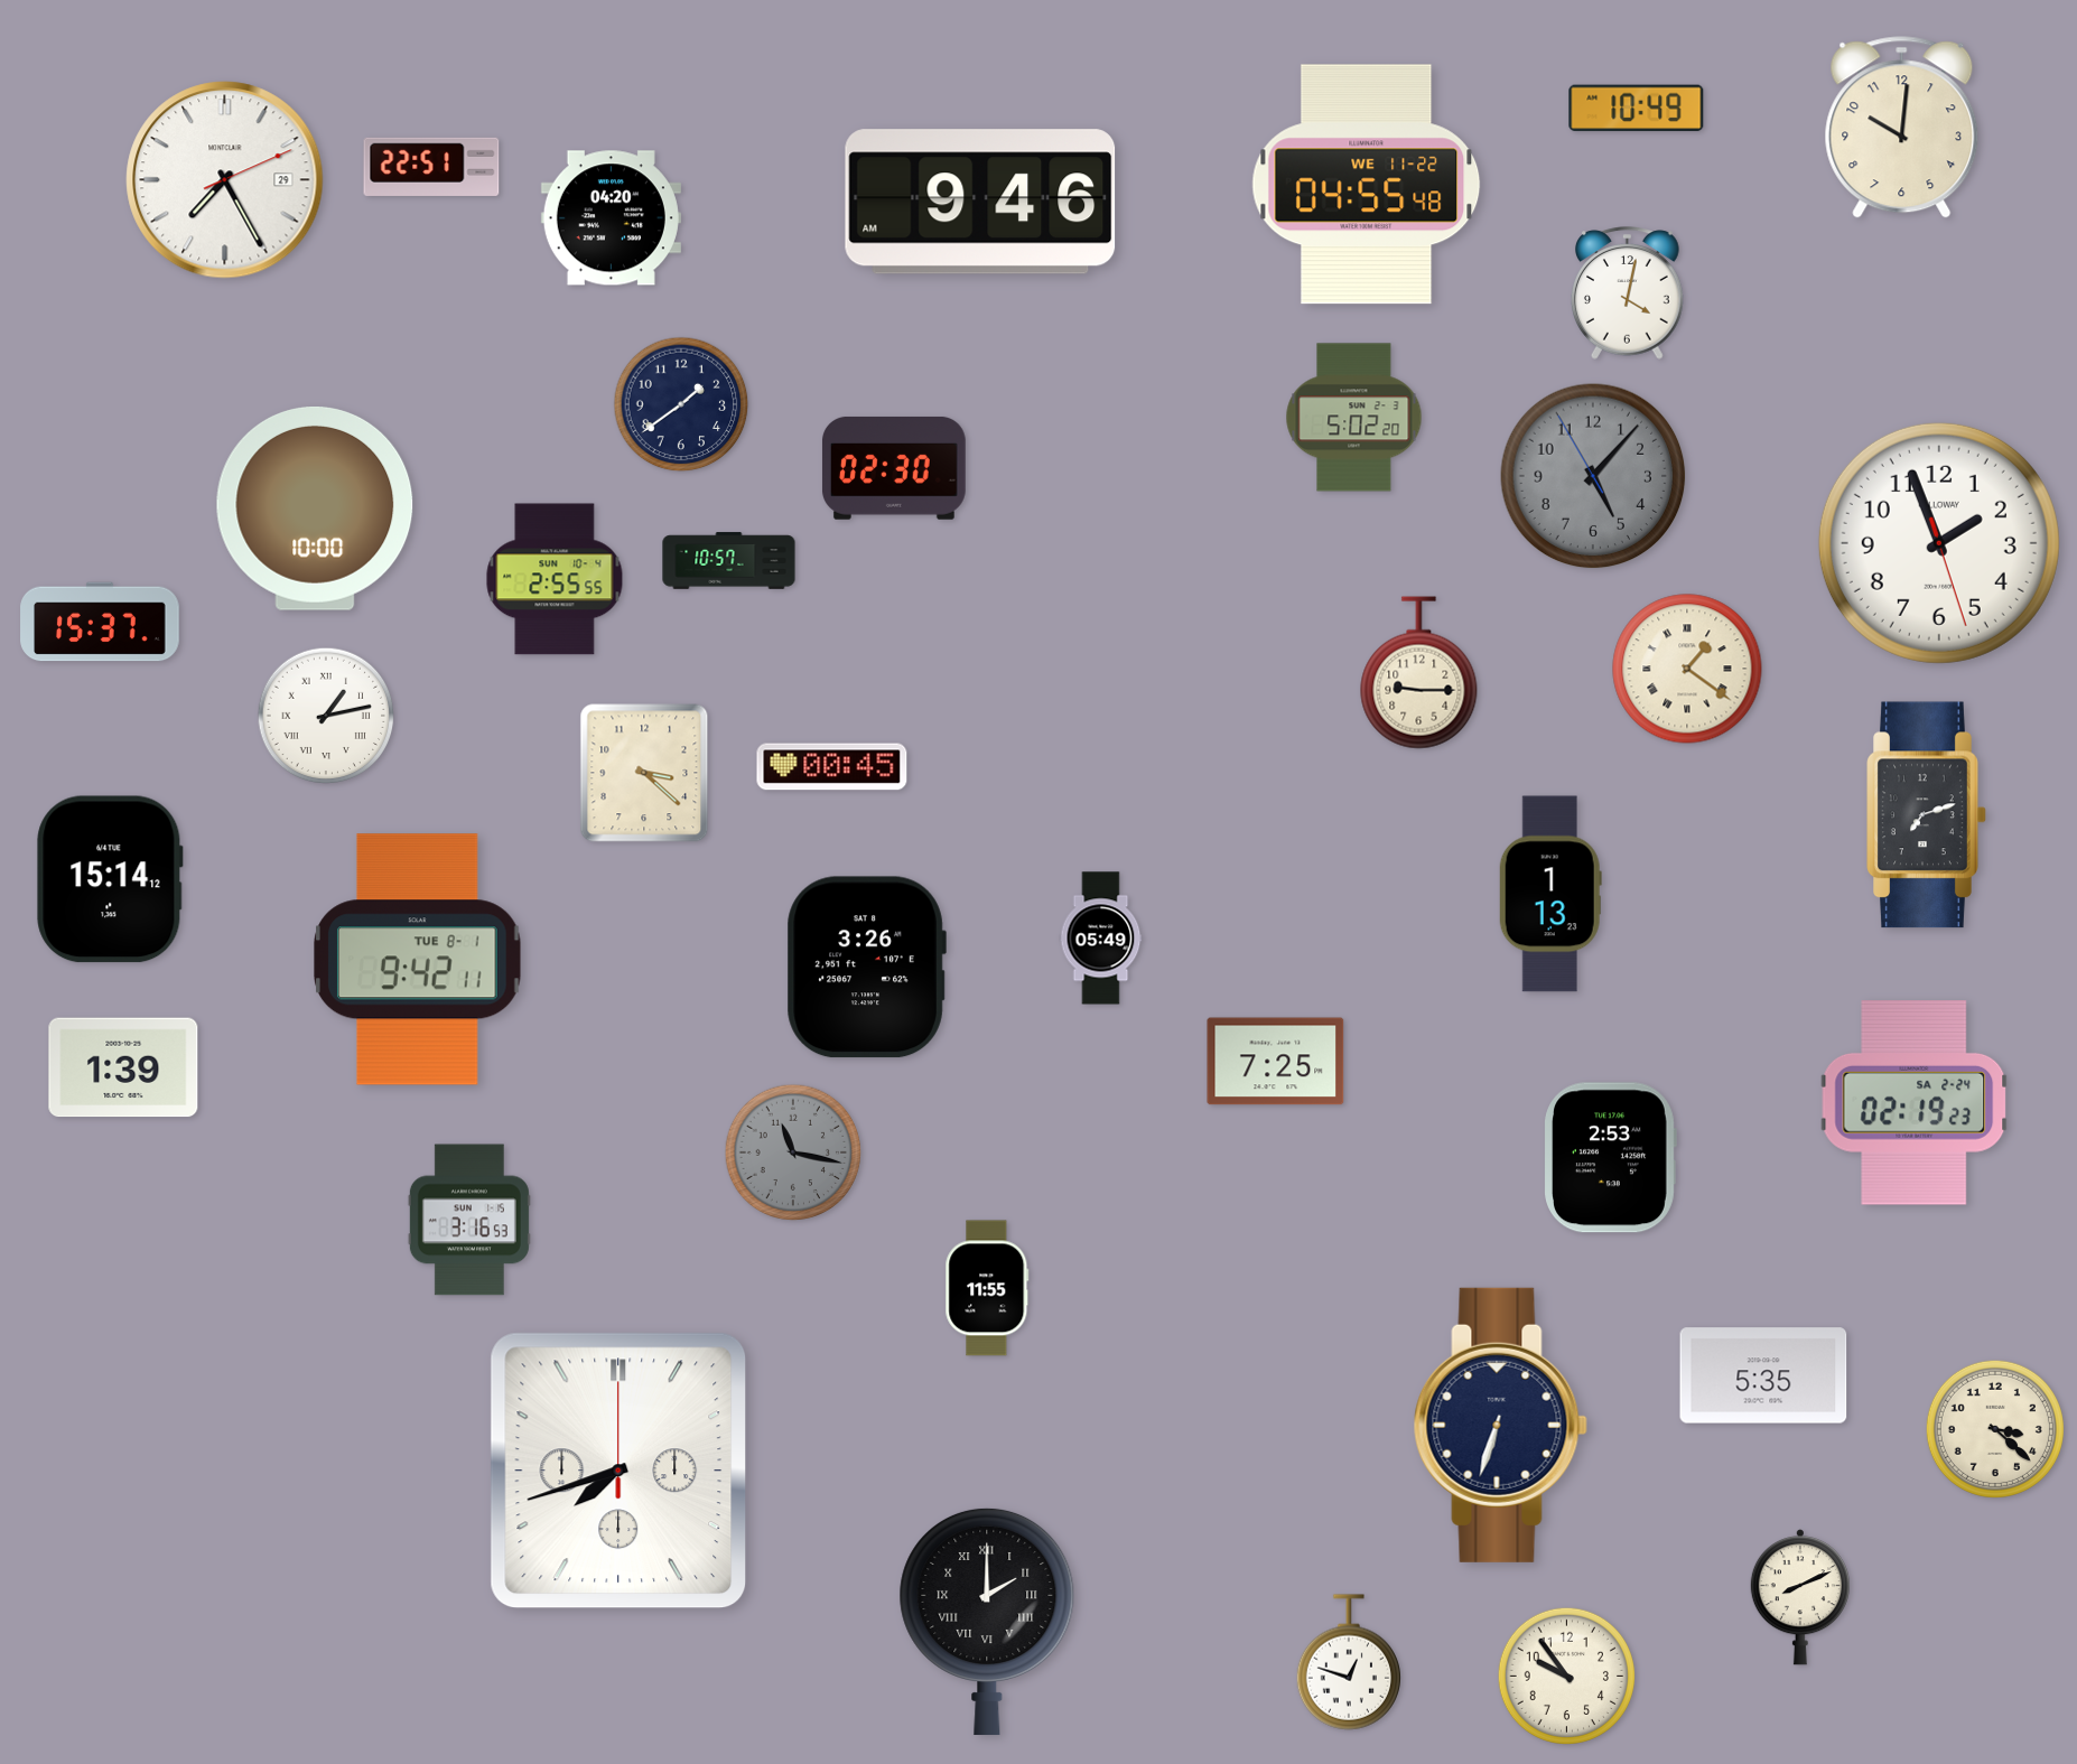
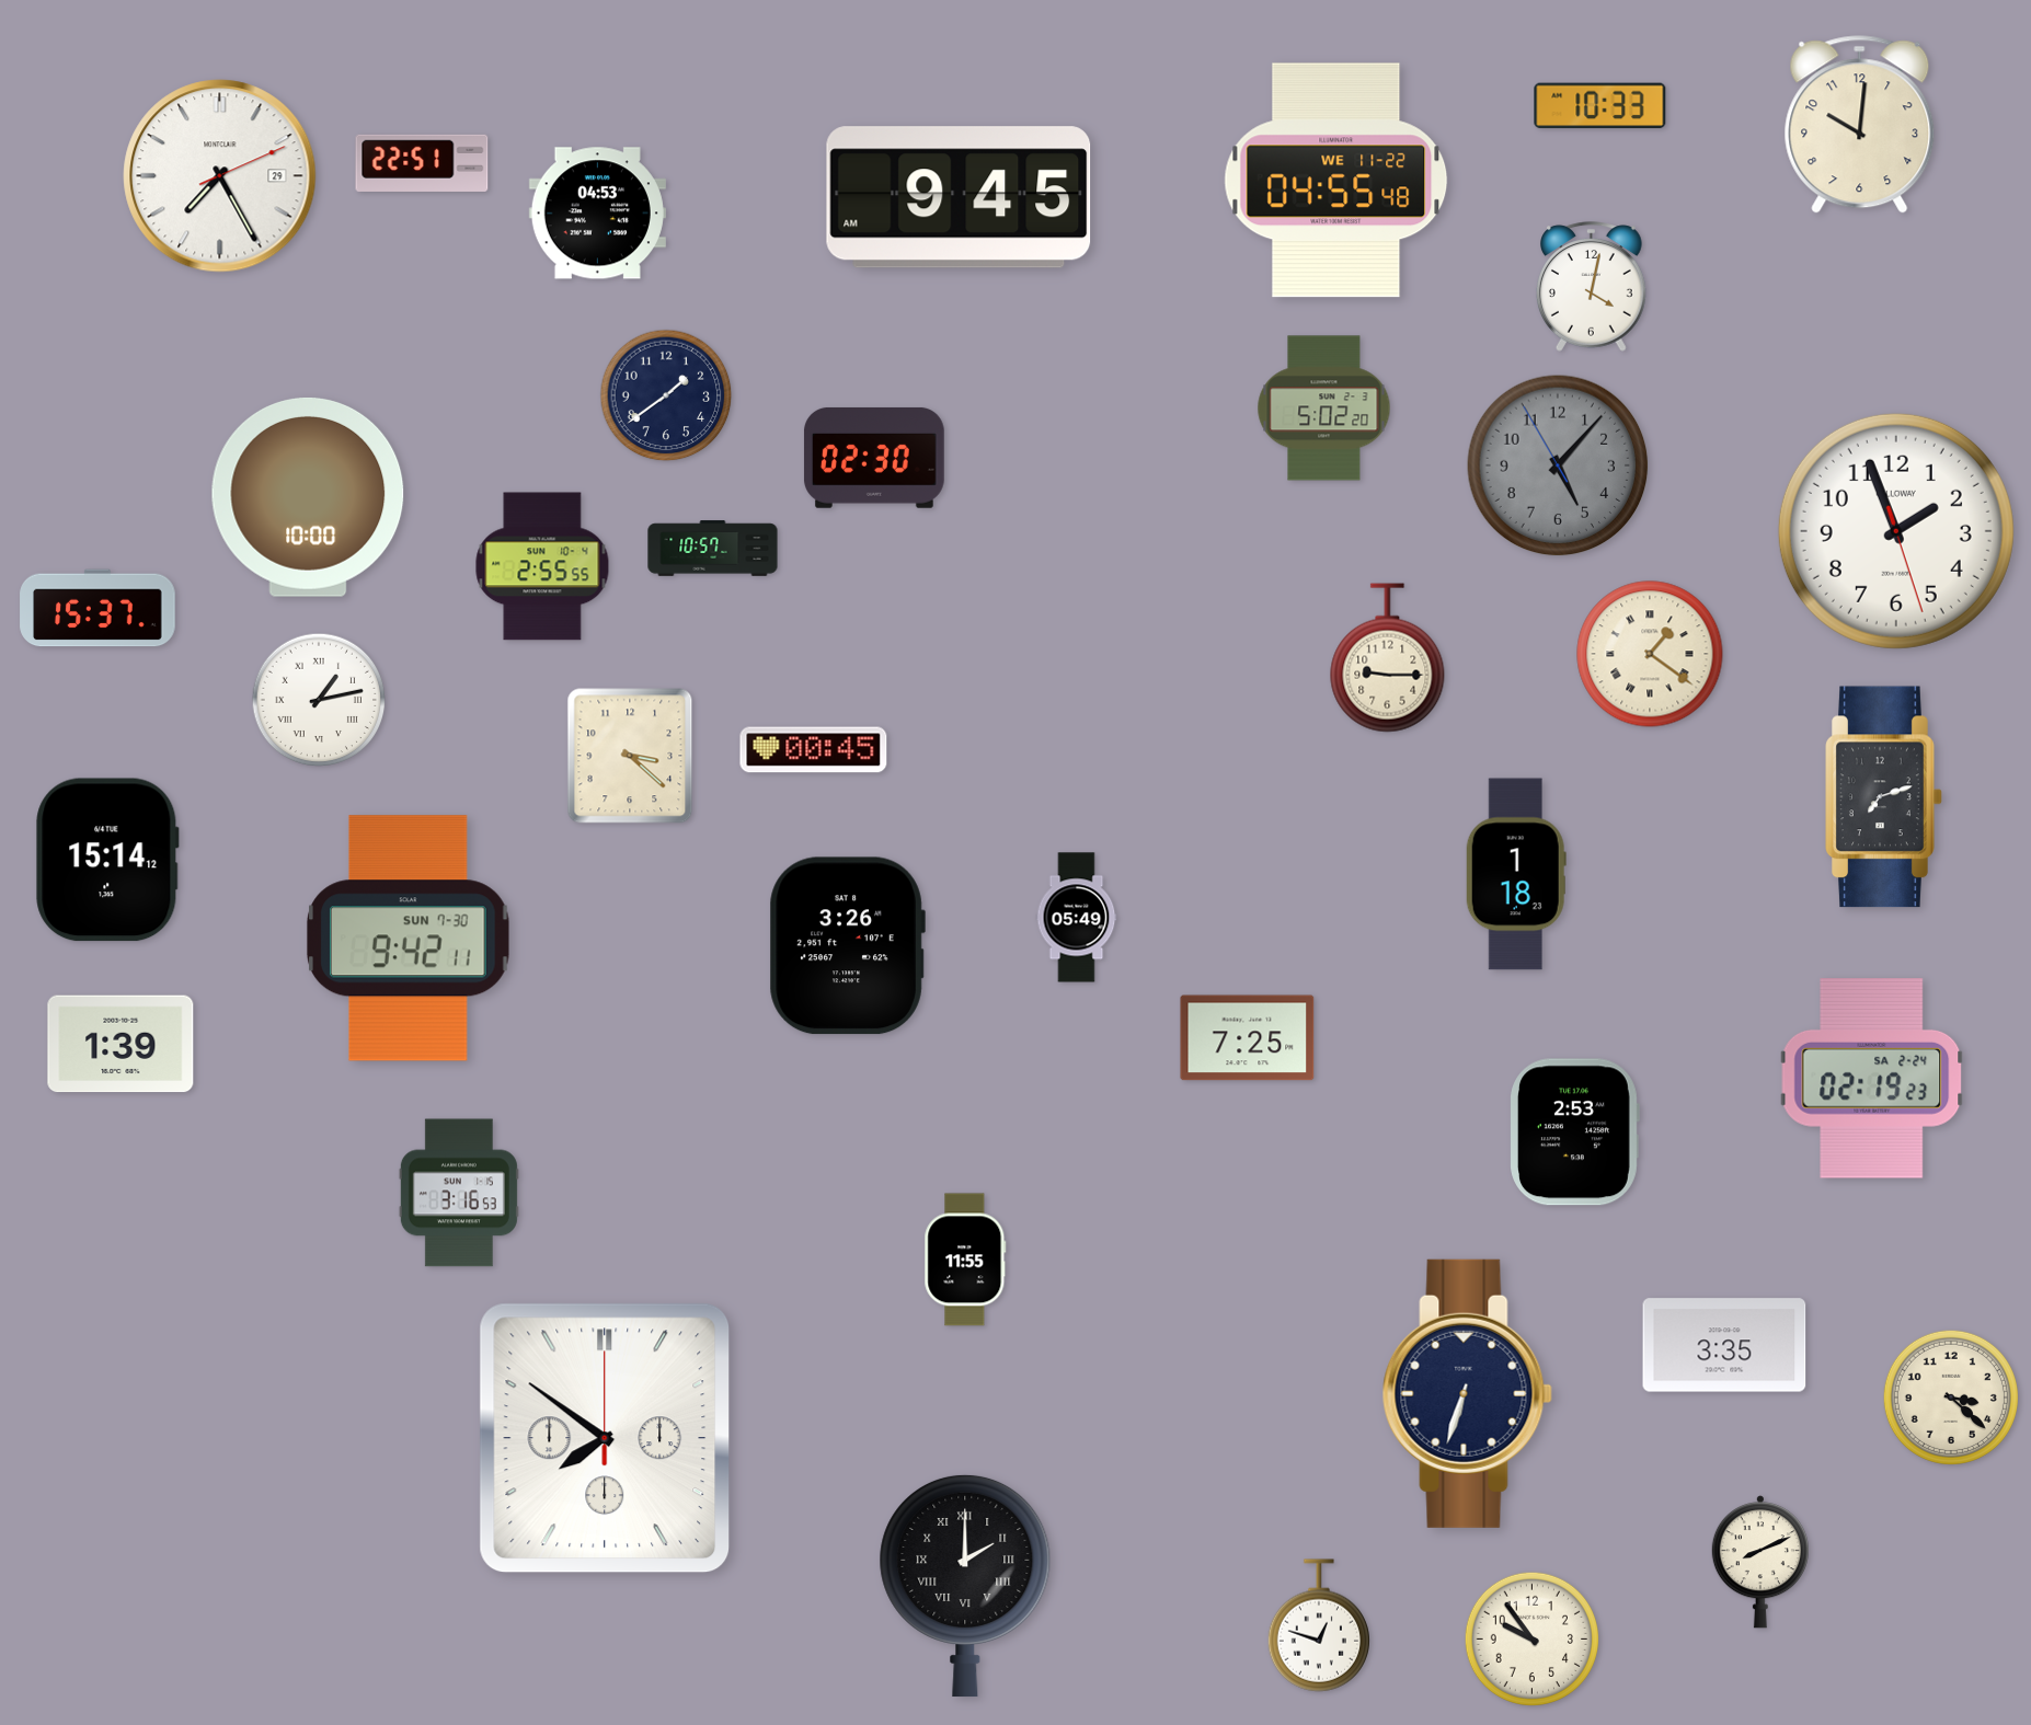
clock at (1637, 109): 10:49 -> 10:33
clock at (980, 202): 9:46 -> 9:45
clock at (611, 218): 04:20 -> 04:53
clock at (1550, 894): 1:13 -> 1:18
clock at (418, 960) date: TUE 8-1 -> SUN 7-30
clock at (793, 1152): 11:17 -> none
clock at (1763, 1375): 5:35 -> 3:35
clock at (618, 1471): 7:42 -> 7:51
